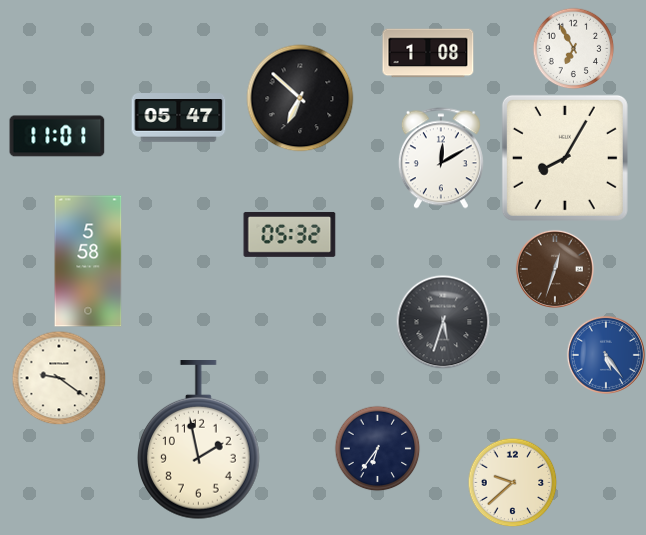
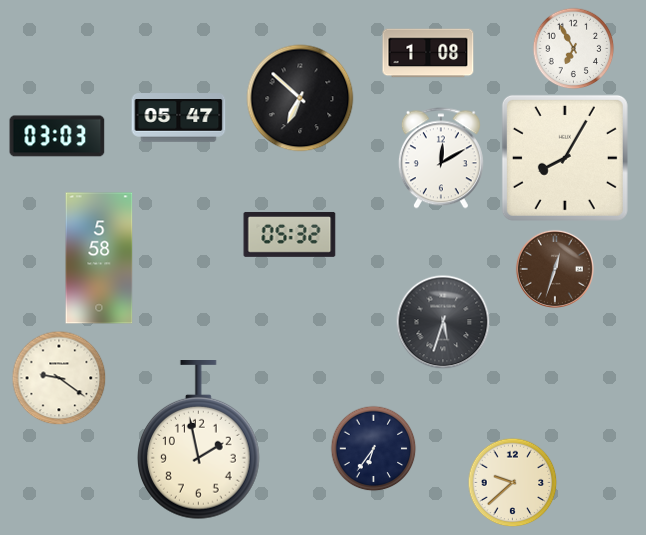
clock at (57, 136): 11:01 -> 03:03
clock at (88, 261) position: (88, 261) -> (99, 258)
clock at (606, 355): 5:24 -> none
clock at (377, 448) position: (377, 448) -> (373, 448)
